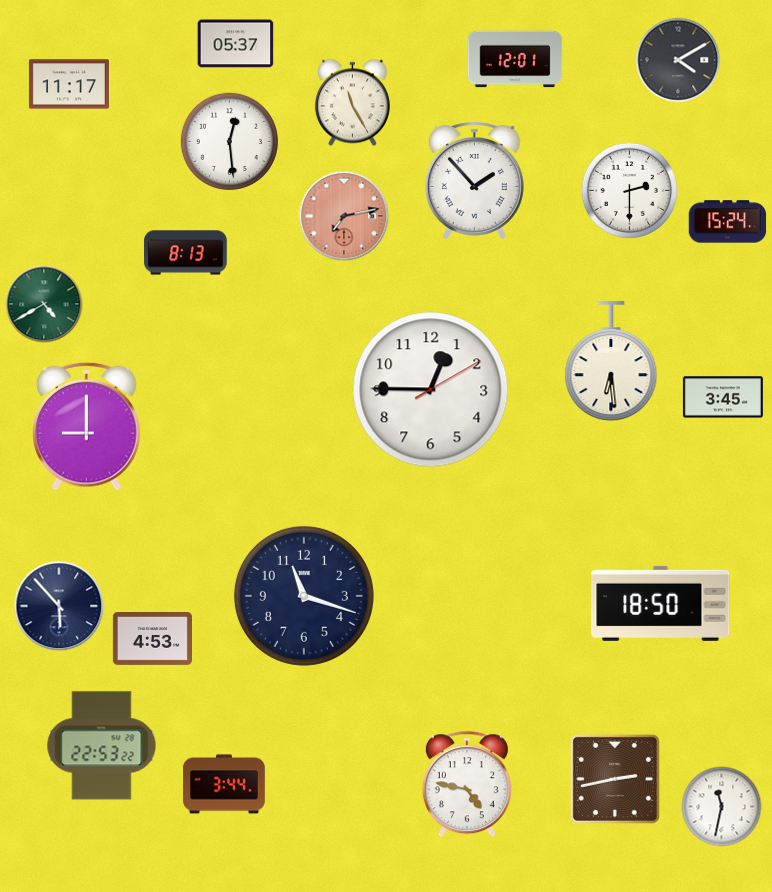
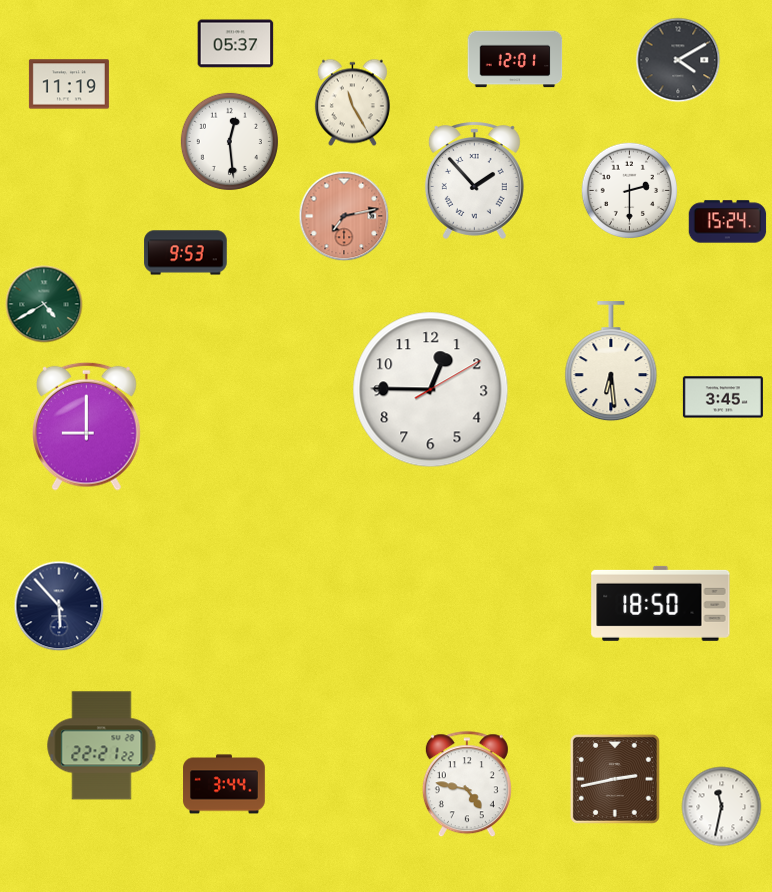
clock at (69, 84): 11:17 -> 11:19
clock at (186, 253): 8:13 -> 9:53
clock at (304, 596): 11:18 -> none
clock at (152, 639): 4:53 -> none
clock at (102, 746): 22:53 -> 22:21
